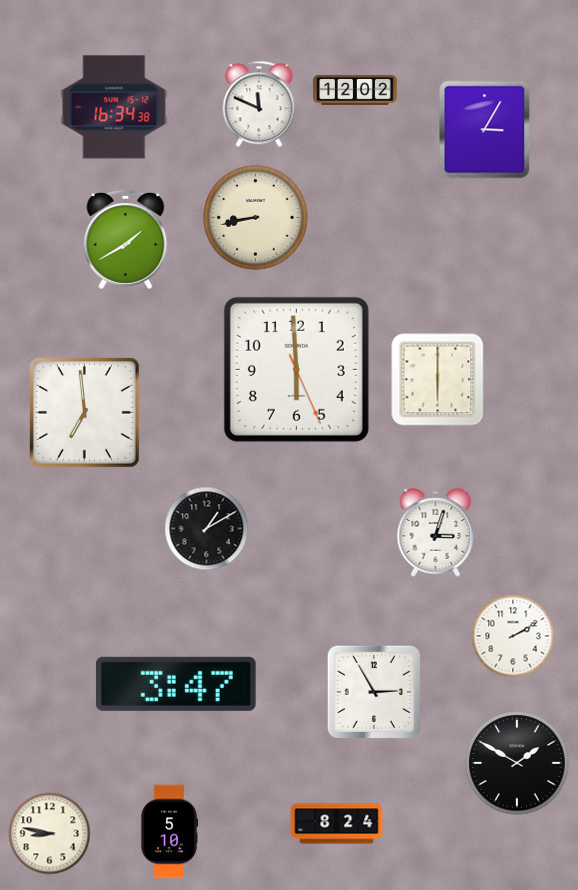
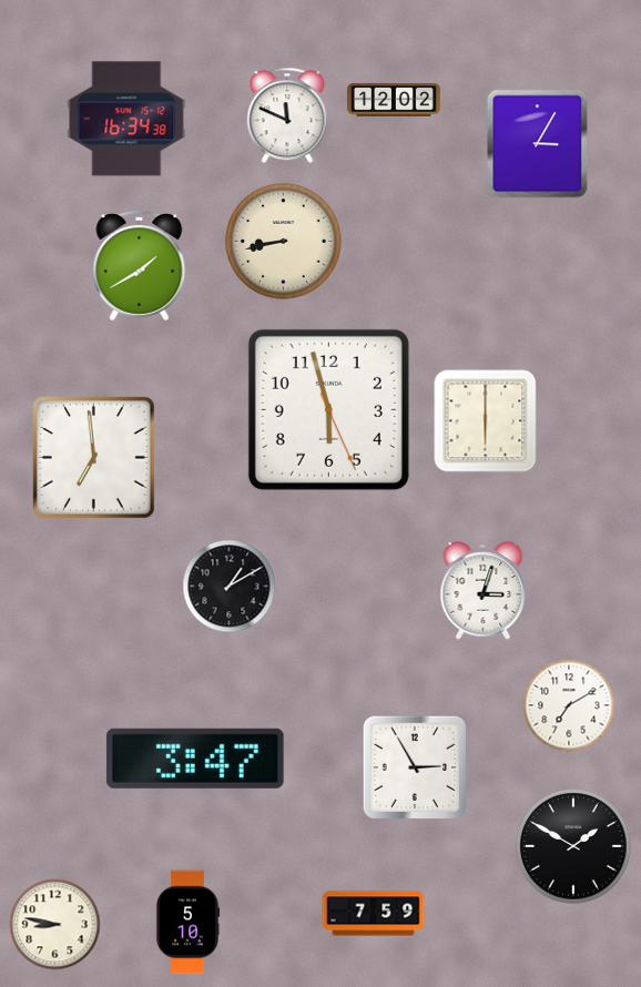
clock at (296, 369): 5:59 -> 5:57
clock at (513, 636): 2:10 -> 7:10
clock at (337, 824): 8:24 -> 7:59
